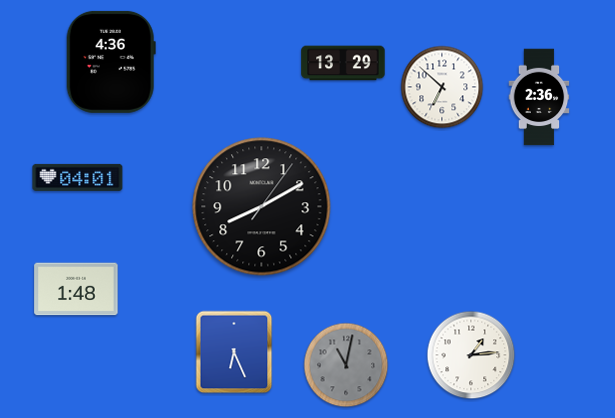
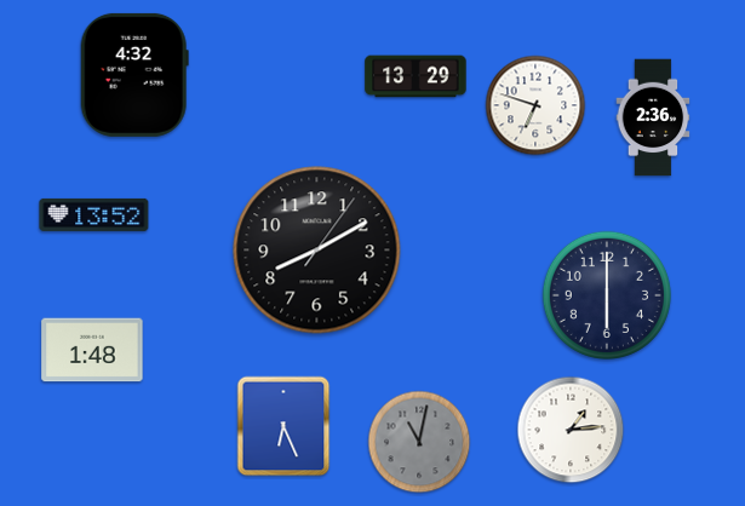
clock at (111, 62): 4:36 -> 4:32
clock at (442, 87): 6:52 -> 6:48
clock at (78, 177): 04:01 -> 13:52
clock at (607, 295): none -> 6:00
